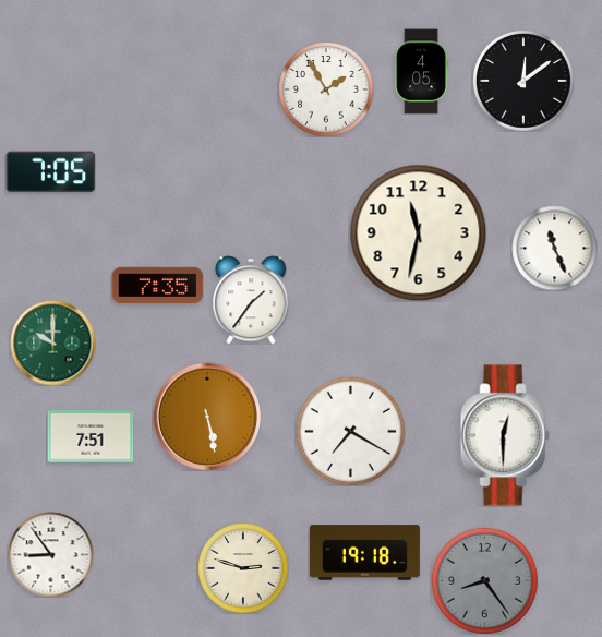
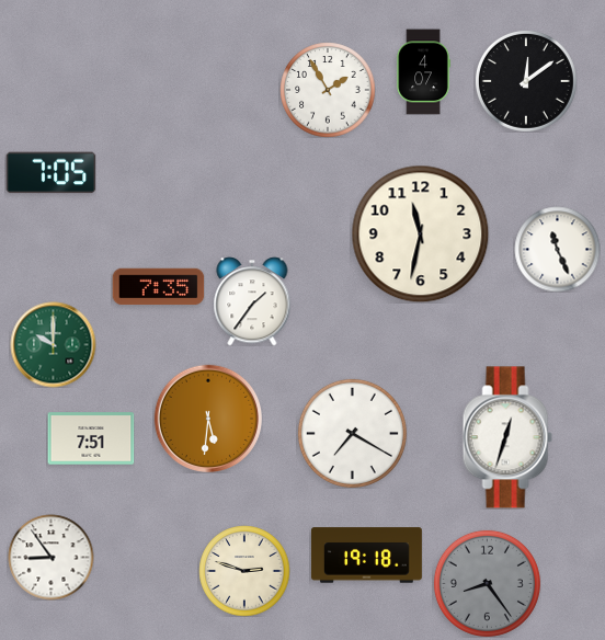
clock at (421, 71): 4:05 -> 4:07
clock at (206, 416): 5:28 -> 5:31
clock at (505, 435): 12:30 -> 12:33
